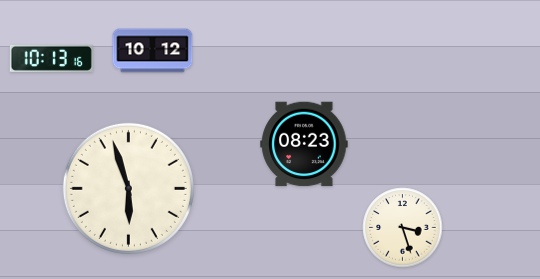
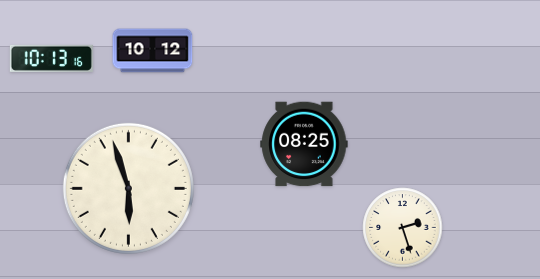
clock at (304, 144): 08:23 -> 08:25
clock at (403, 228): 3:27 -> 2:27
